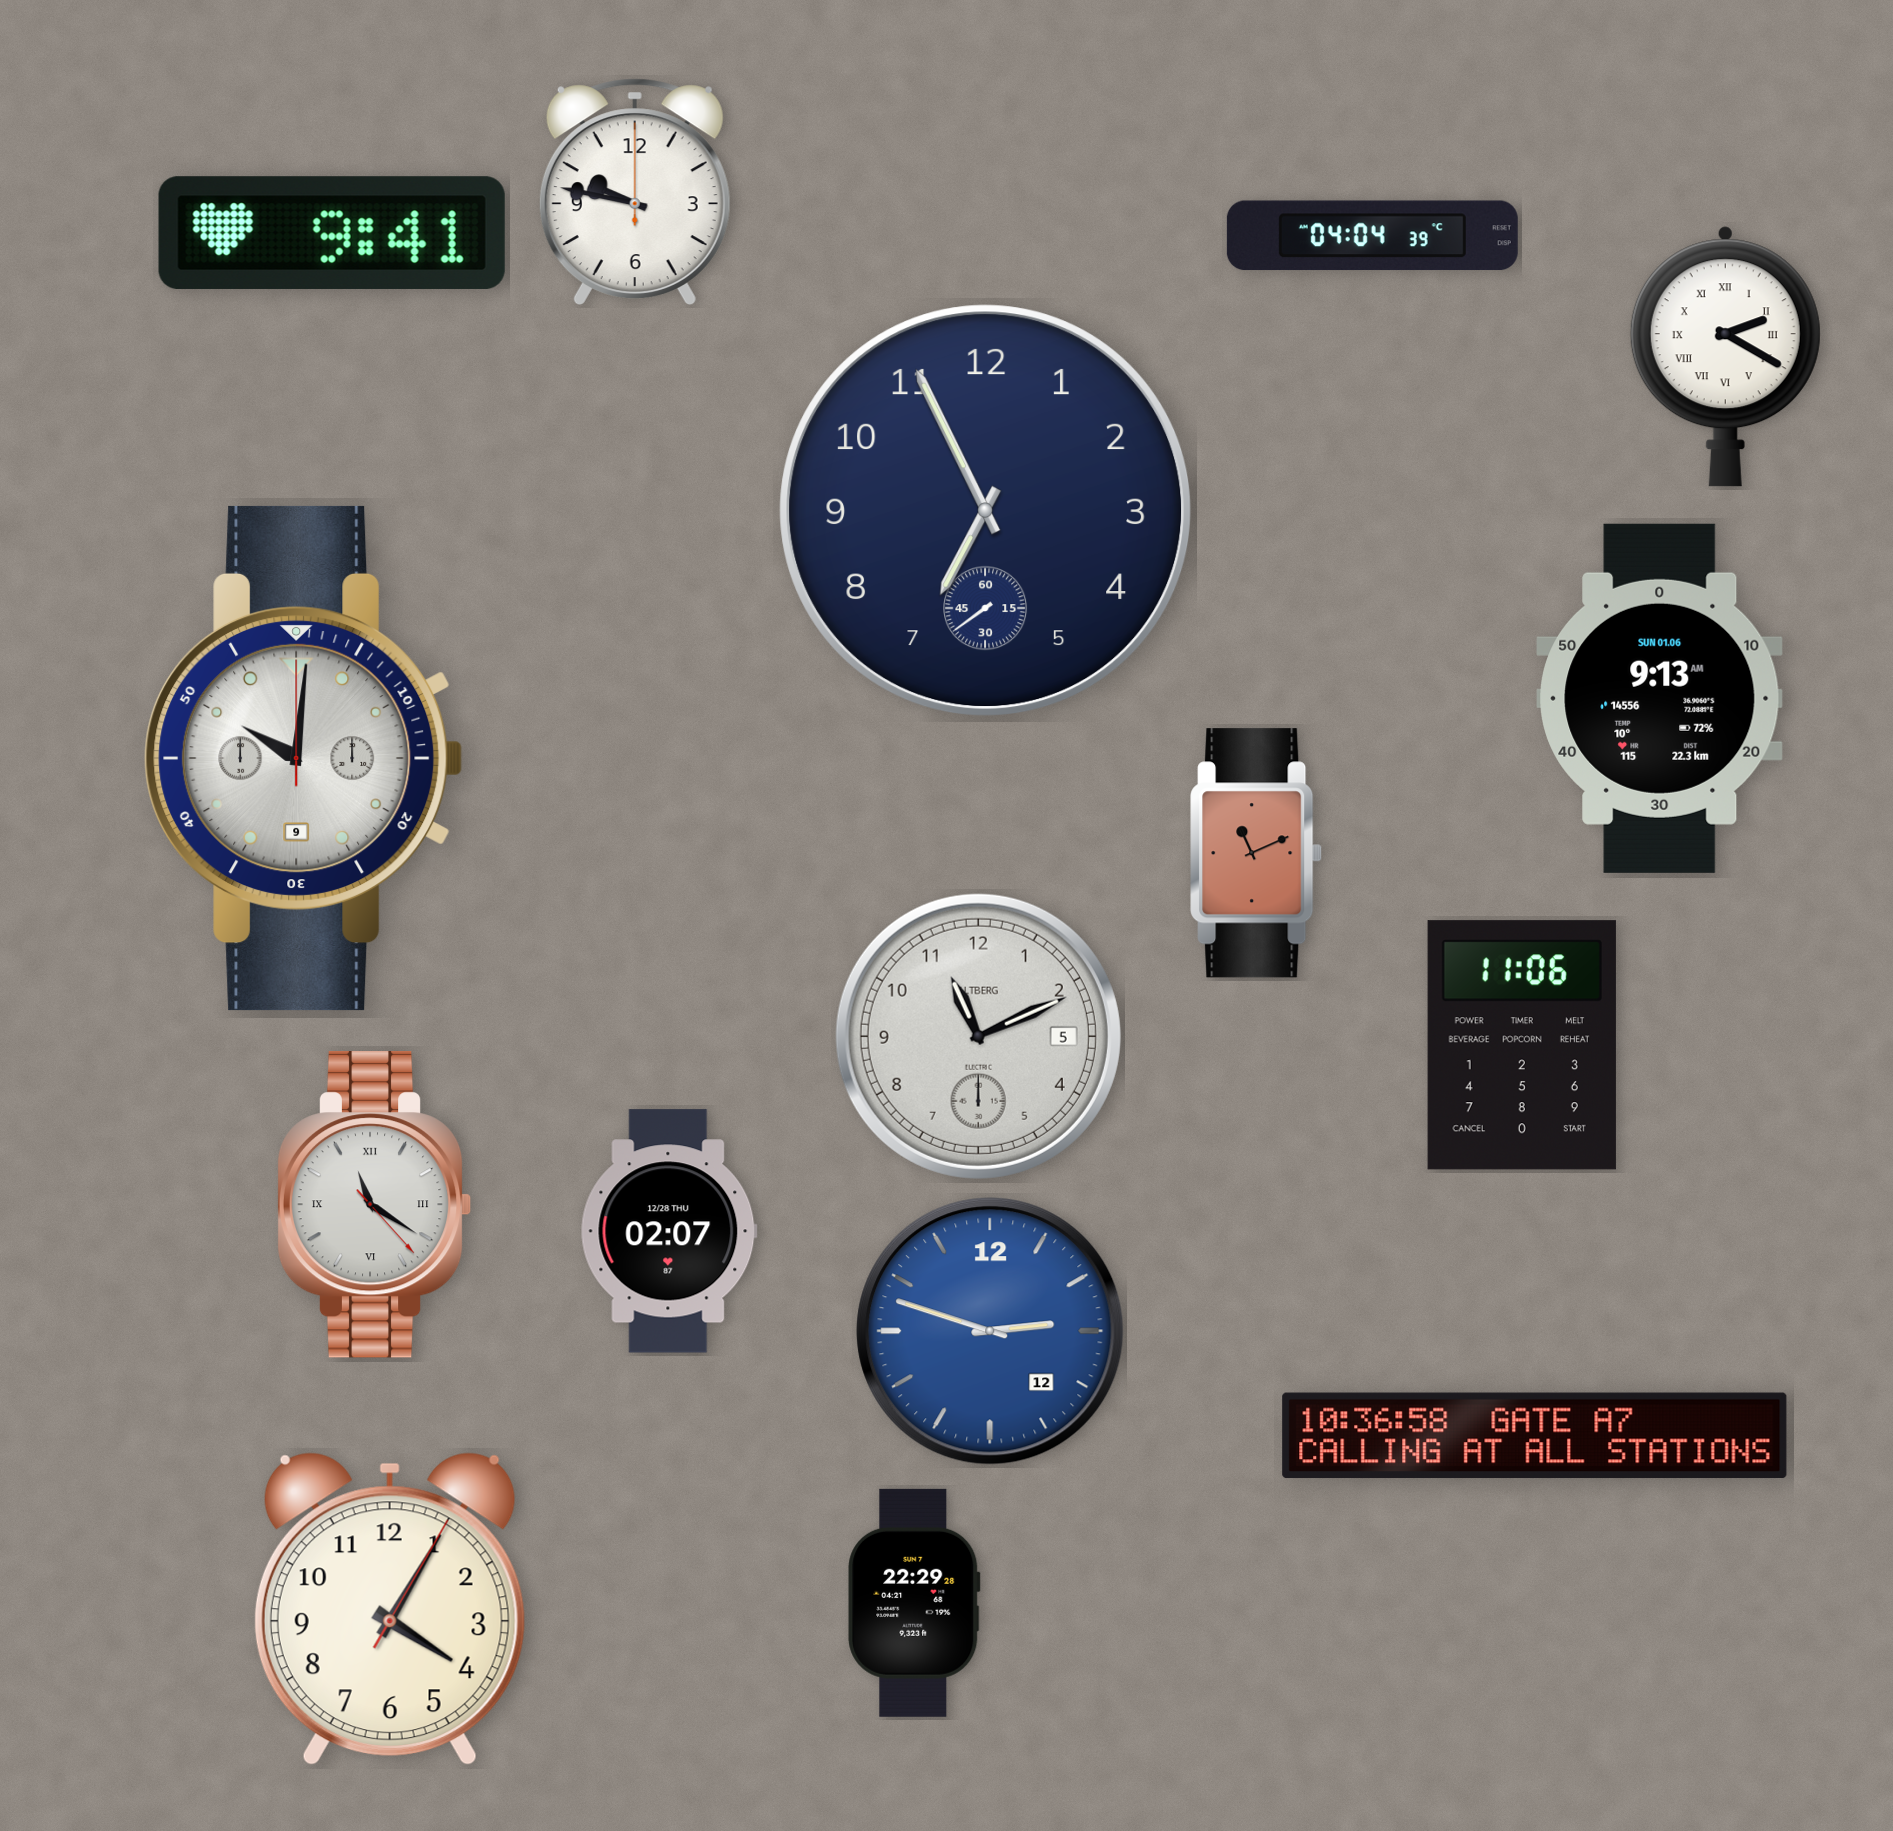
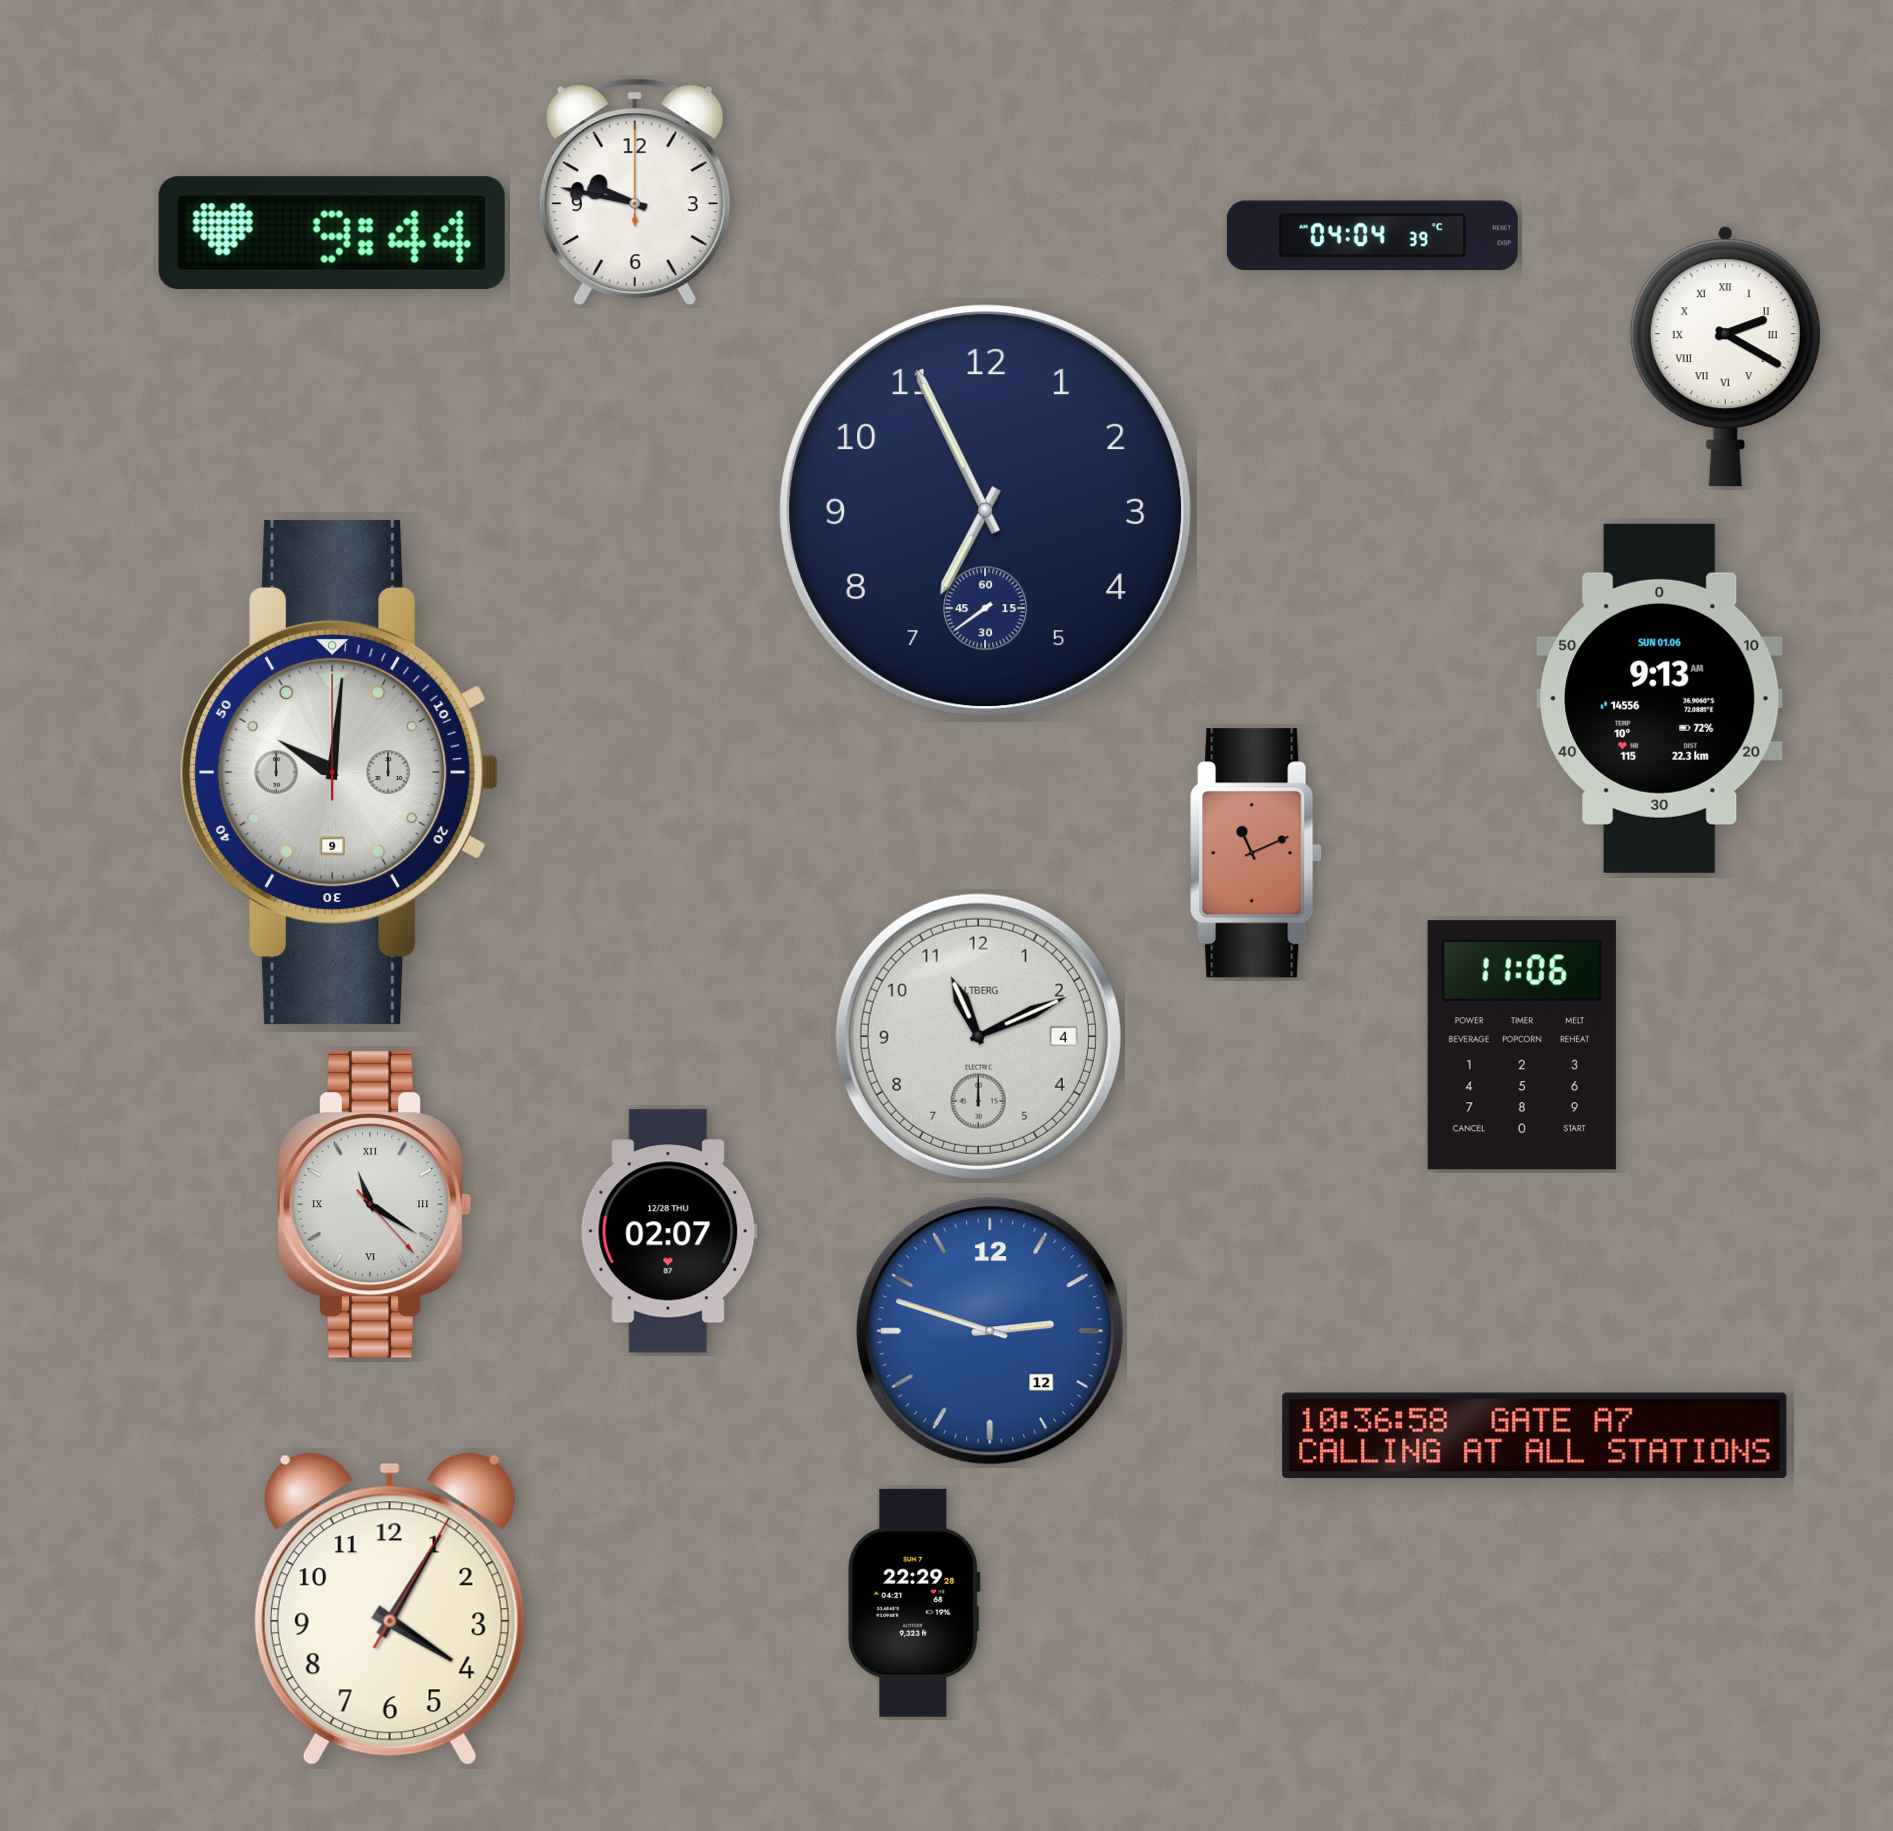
clock at (332, 233): 9:41 -> 9:44
clock at (304, 758) position: (304, 758) -> (340, 772)
clock at (978, 1036) date: 5 -> 4
